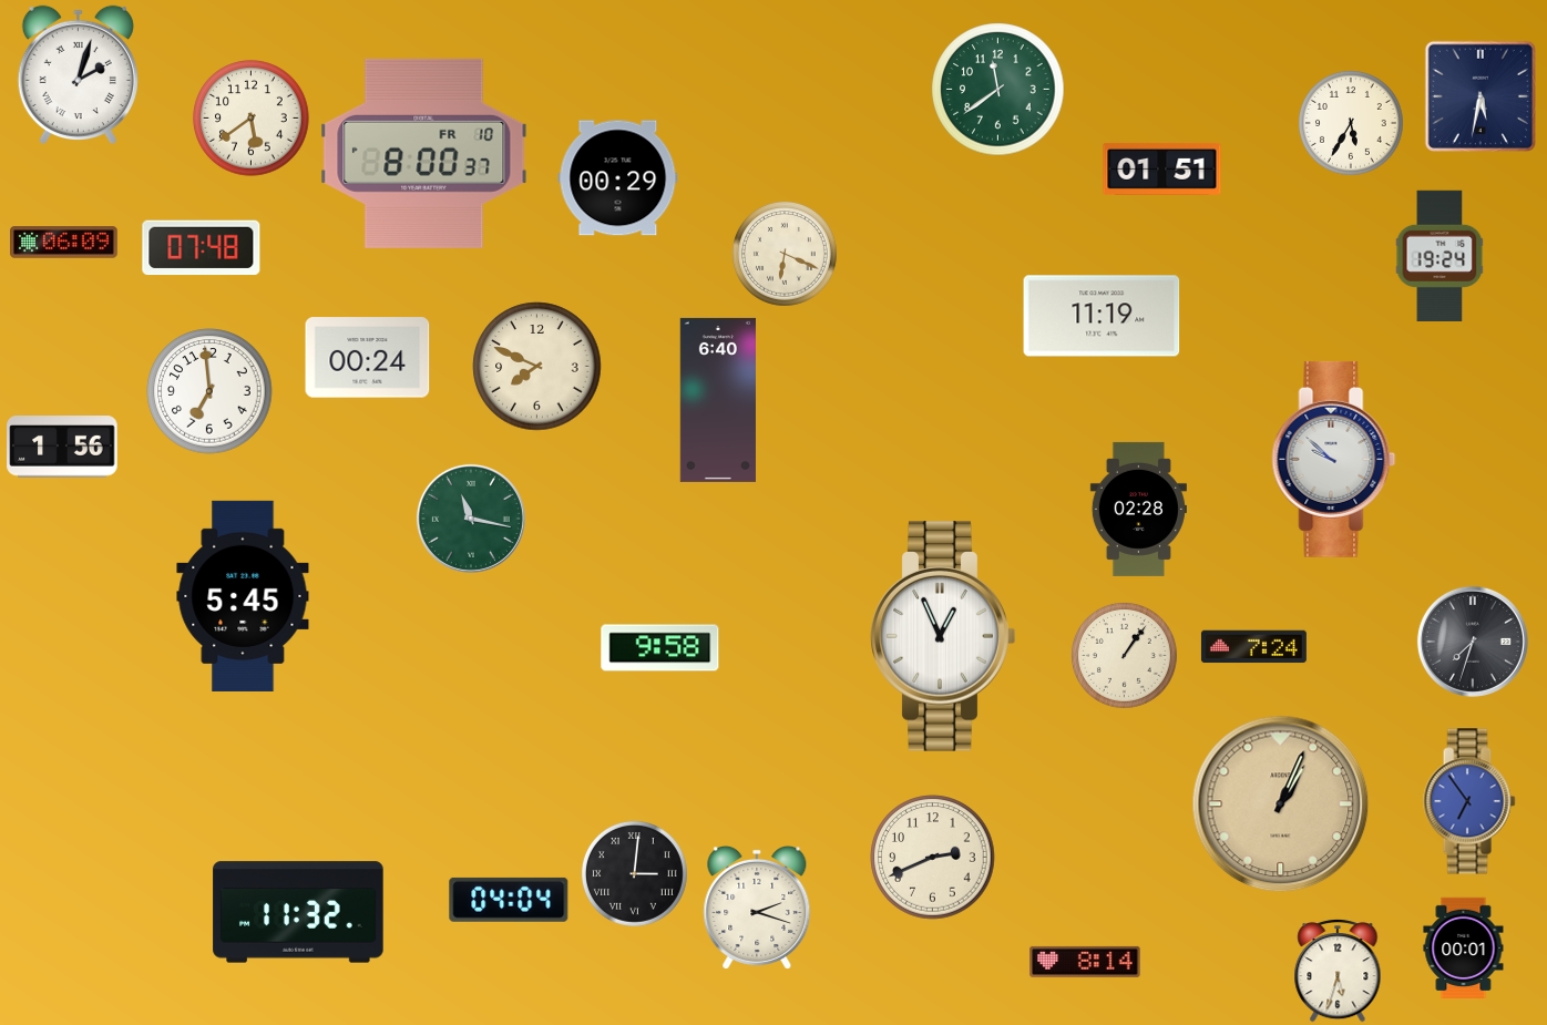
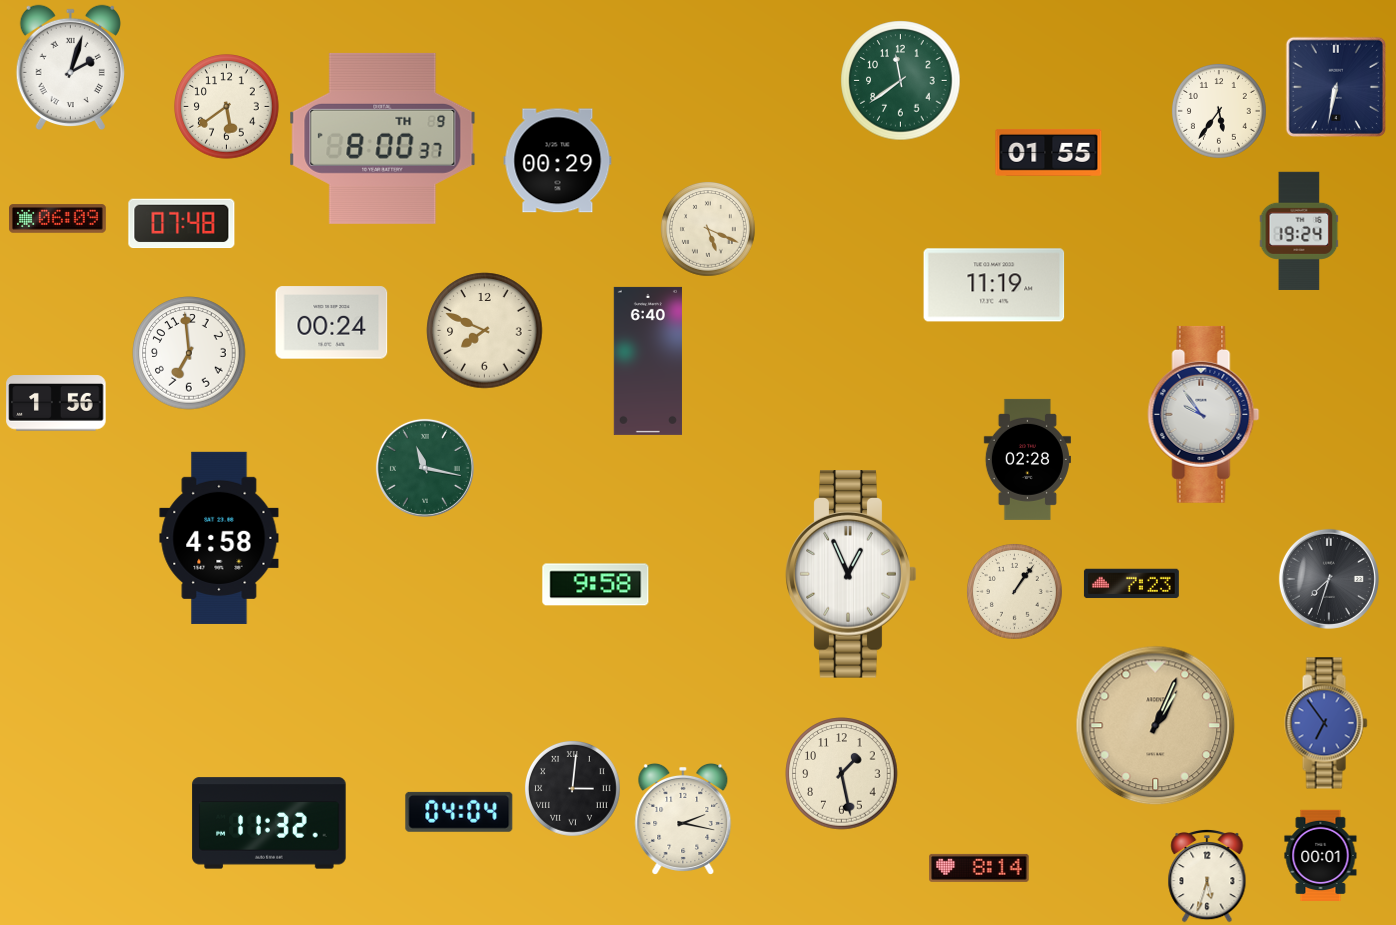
clock at (1481, 96): 5:32 -> 6:32
clock at (1351, 123): 5:35 -> 5:36
clock at (424, 153) date: FR 10 -> TH 9
clock at (1162, 168): 01:51 -> 01:55
clock at (785, 254): 6:19 -> 5:19
clock at (1334, 459): 9:52 -> 9:54
clock at (243, 596): 5:45 -> 4:58
clock at (1253, 647): 7:24 -> 7:23
clock at (933, 858): 2:41 -> 1:28
clock at (757, 908): 2:18 -> 2:17
